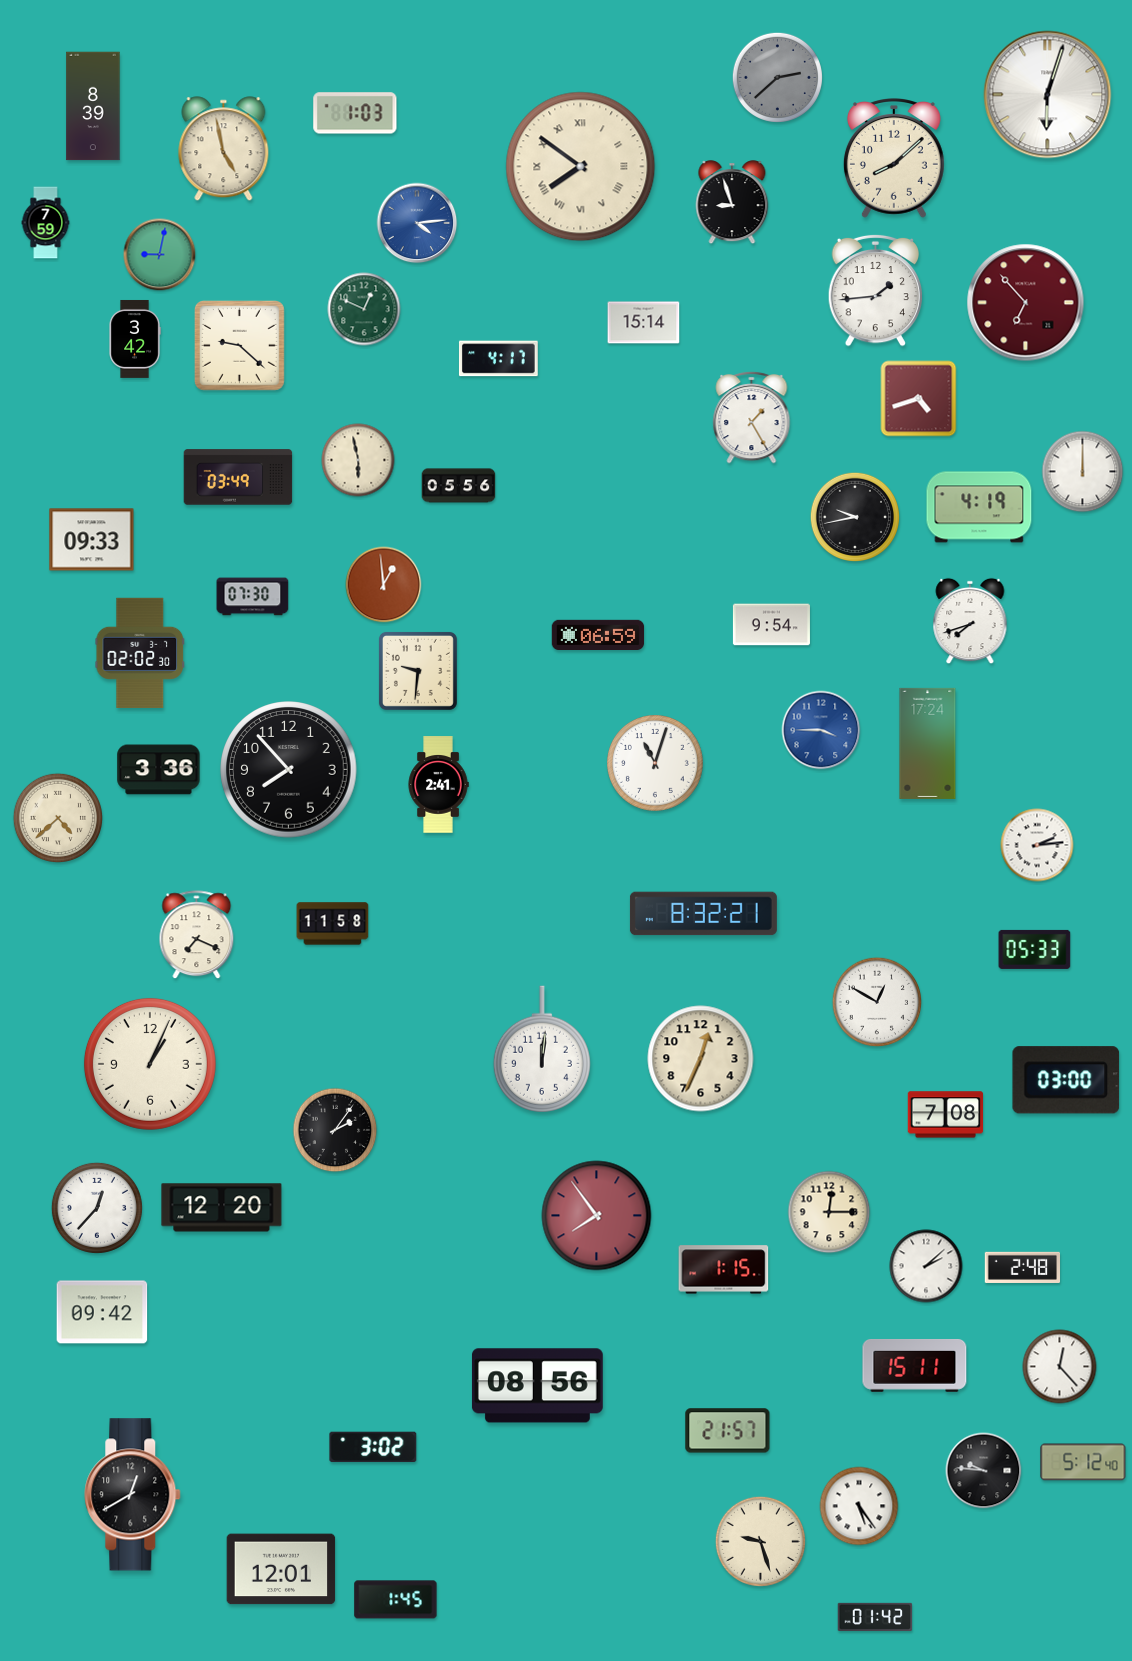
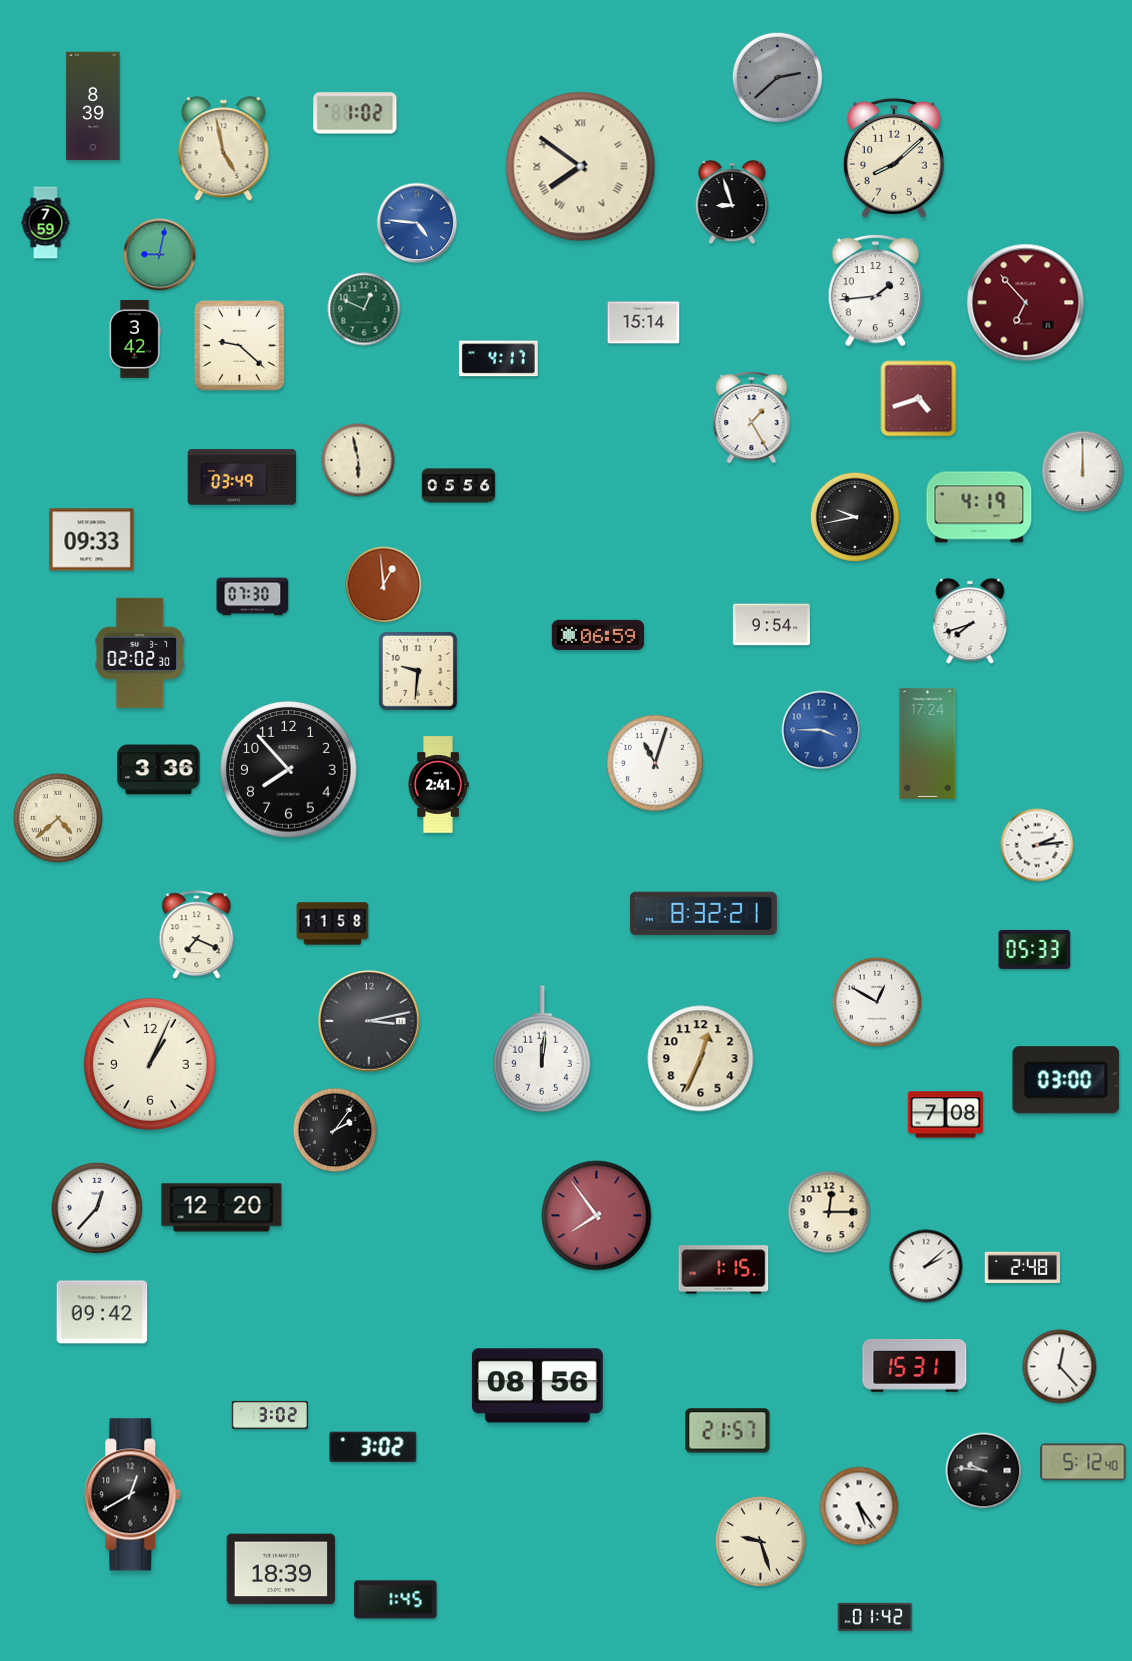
clock at (1048, 95): 6:03 -> none
clock at (355, 113): 1:03 -> 1:02
clock at (417, 223): 4:14 -> 4:46
clock at (238, 477) position: (238, 477) -> (242, 477)
clock at (370, 1022): none -> 3:13
clock at (915, 1366): 15:11 -> 15:31
clock at (270, 1415): none -> 3:02
clock at (281, 1569): 12:01 -> 18:39
